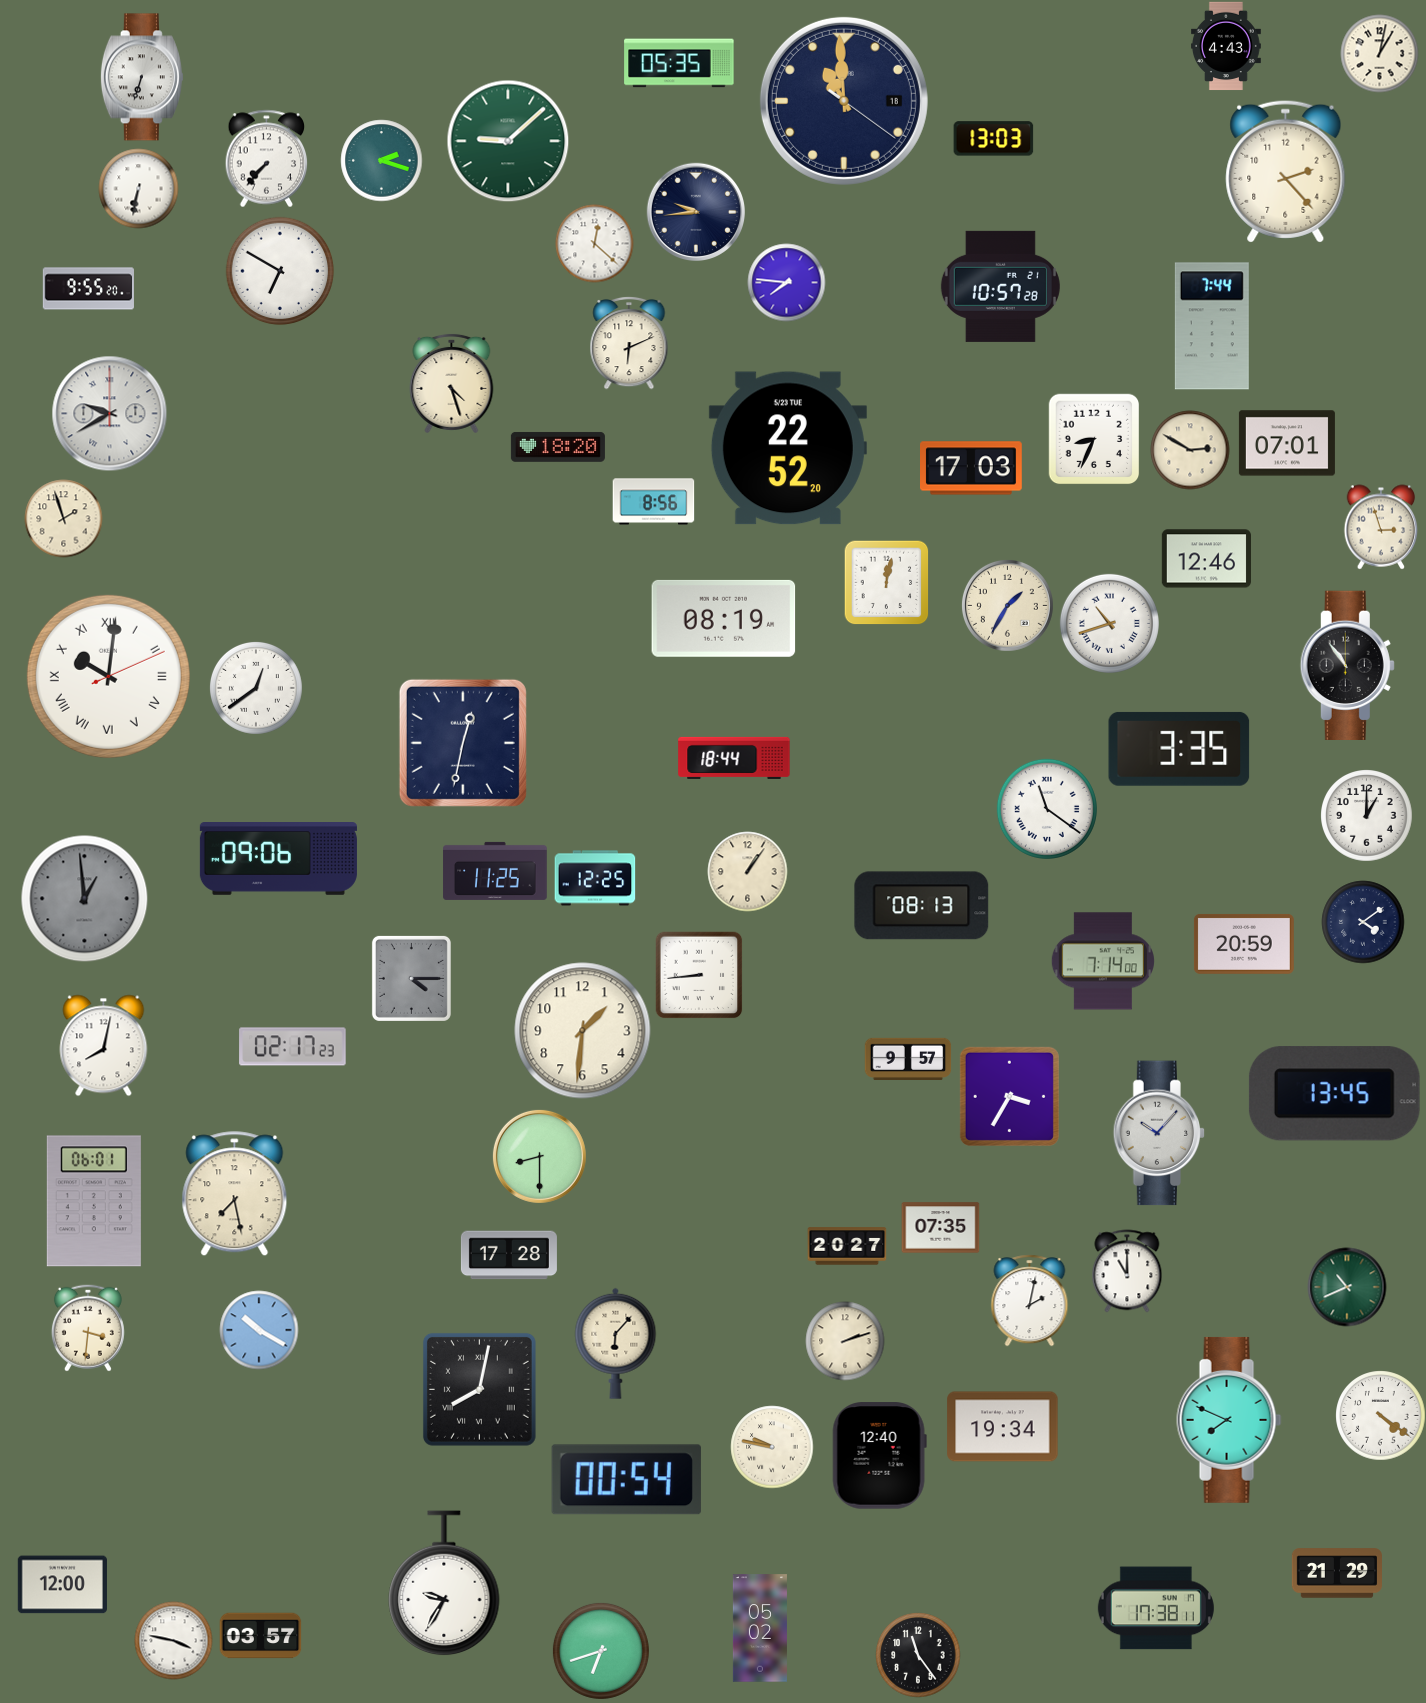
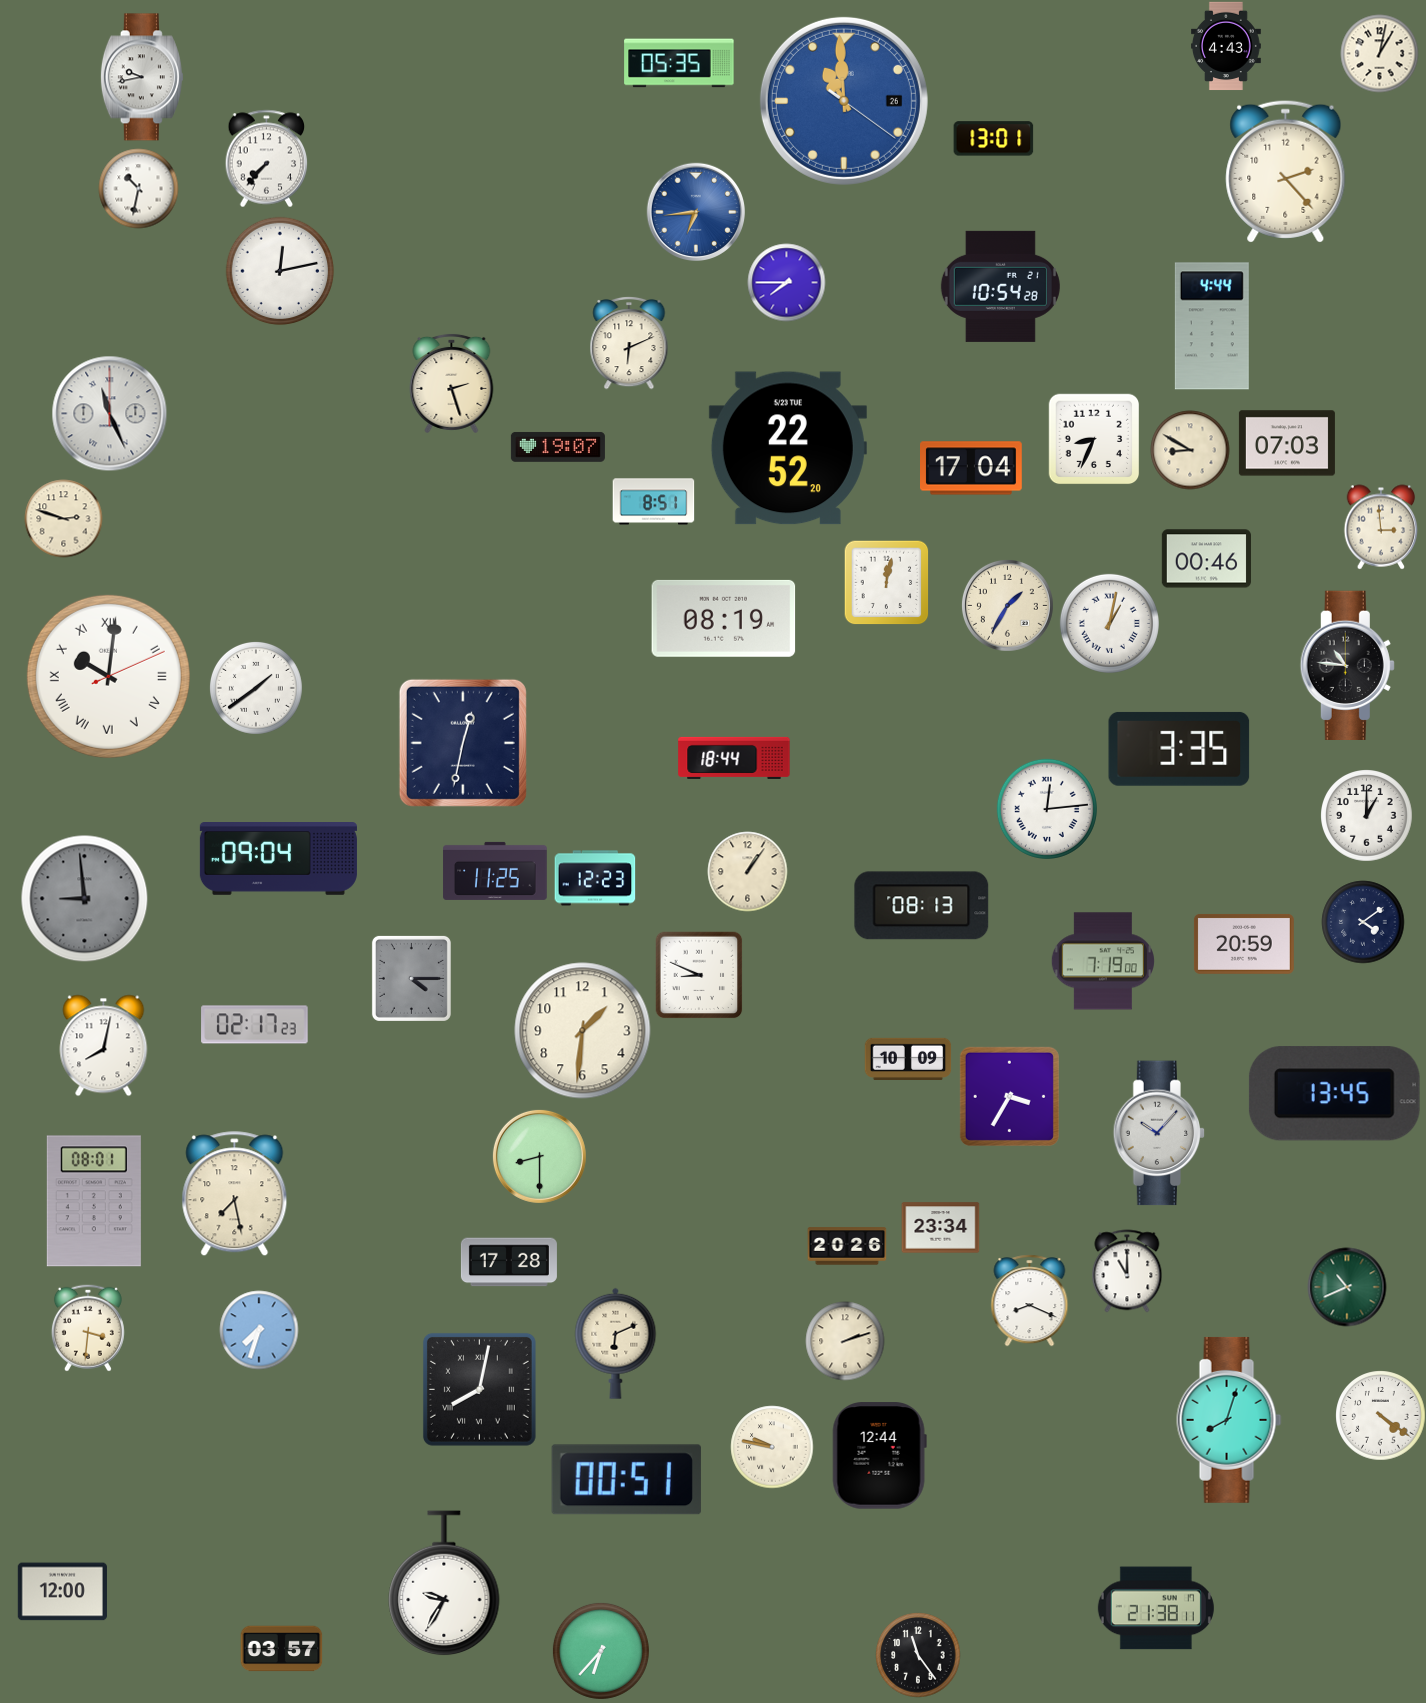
clock at (142, 77): 6:33 -> 9:43
clock at (844, 101) date: 18 -> 26
clock at (844, 101) dial: navy -> blue
clock at (993, 139): 13:03 -> 13:01
clock at (508, 141): 9:08 -> none
clock at (381, 160): 2:18 -> none
clock at (138, 188): 6:32 -> 10:32
clock at (695, 211): 9:44 -> 6:44
clock at (695, 211) dial: navy -> blue
clock at (594, 243): 12:22 -> none
clock at (280, 271): 6:50 -> 12:13
clock at (786, 282): 7:46 -> 7:45
clock at (1000, 286): 10:57 -> 10:54
clock at (88, 289): 9:55 -> none
clock at (1212, 326): 7:44 -> 4:44
clock at (452, 383): 4:27 -> 2:27
clock at (109, 413): 9:40 -> 11:26
clock at (1287, 443): 07:01 -> 07:03
clock at (558, 447): 18:20 -> 19:07
clock at (1190, 450): 2:50 -> 8:50
clock at (972, 468): 17:03 -> 17:04
clock at (653, 502): 8:56 -> 8:51
clock at (63, 518): 1:57 -> 2:48
clock at (1381, 527): 2:57 -> 2:59
clock at (1206, 559): 12:46 -> 00:46
clock at (1109, 623): 10:42 -> 1:02
clock at (1347, 665): 10:54 -> 10:46
clock at (256, 688): 12:39 -> 1:39
clock at (1047, 809): 11:21 -> 12:14
clock at (278, 859): 09:06 -> 09:04
clock at (595, 878): 12:25 -> 12:23
clock at (84, 898): 12:59 -> 8:59
clock at (1103, 961): 7:14 -> 7:19
clock at (699, 975): 8:44 -> 8:49
clock at (293, 1047) position: (293, 1047) -> (255, 1025)
clock at (908, 1058): 9:57 -> 10:09
clock at (94, 1201): 06:01 -> 08:01
clock at (940, 1228): 07:35 -> 23:34
clock at (847, 1246): 20:27 -> 20:26
clock at (509, 1255) position: (509, 1255) -> (509, 1262)
clock at (1030, 1300): 2:02 -> 8:19
clock at (259, 1330): 10:20 -> 7:33
clock at (616, 1343): 6:07 -> 6:11
clock at (1229, 1420): 7:49 -> 8:03
clock at (1003, 1427): 19:34 -> none
clock at (879, 1456): 12:40 -> 12:44
clock at (626, 1480): 00:54 -> 00:51
clock at (1336, 1573): 21:29 -> none
clock at (62, 1585) position: (62, 1585) -> (62, 1592)
clock at (1156, 1608): 17:38 -> 21:38
clock at (760, 1628): 05:02 -> none
clock at (260, 1636) position: (260, 1636) -> (281, 1649)
clock at (173, 1640): 3:47 -> none
clock at (601, 1651): 6:42 -> 6:37
